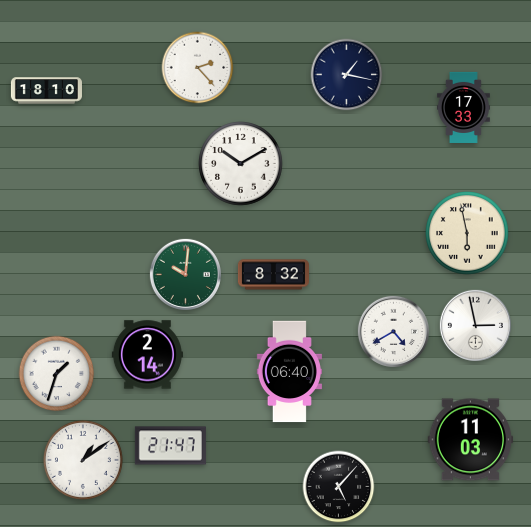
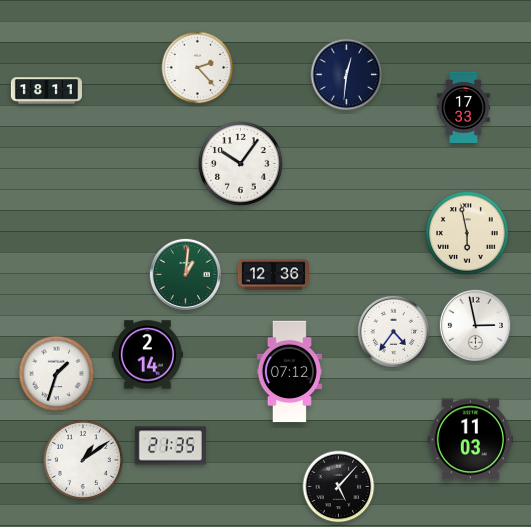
clock at (347, 75): 1:17 -> 12:31
clock at (46, 91): 18:10 -> 18:11
clock at (241, 164): 10:10 -> 10:06
clock at (185, 274): 10:01 -> 1:01
clock at (273, 275): 8:32 -> 12:36
clock at (393, 331): 4:40 -> 4:36
clock at (289, 372): 06:40 -> 07:12
clock at (170, 446): 21:47 -> 21:35
